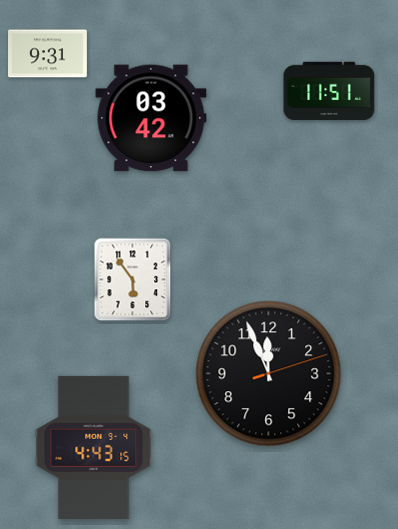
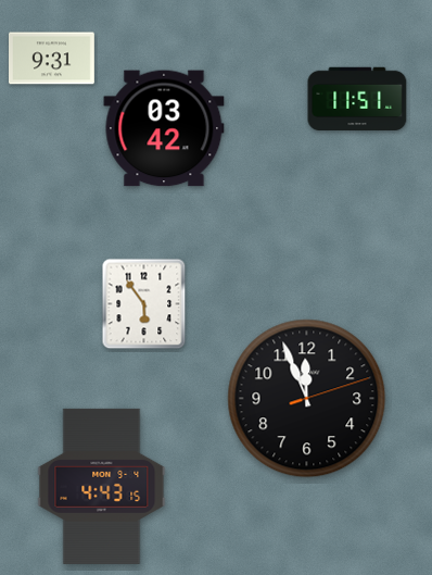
clock at (269, 374) position: (269, 374) -> (307, 399)
